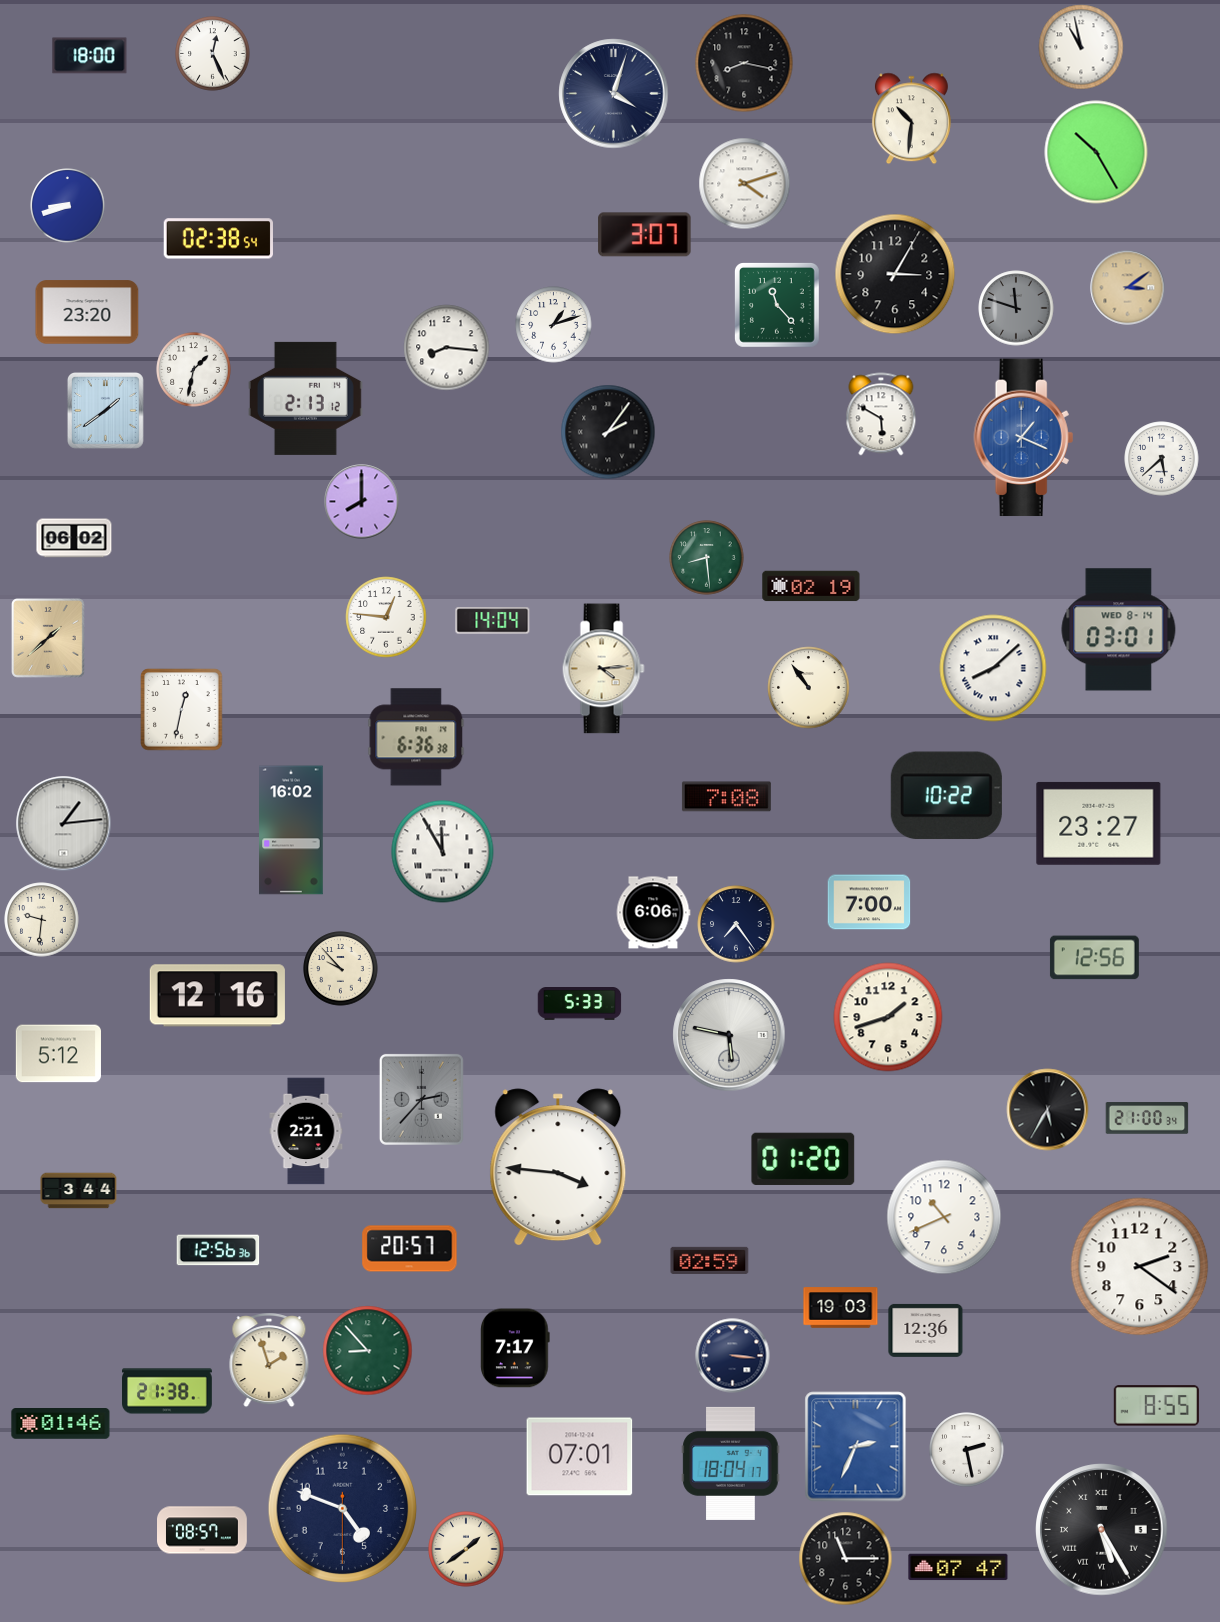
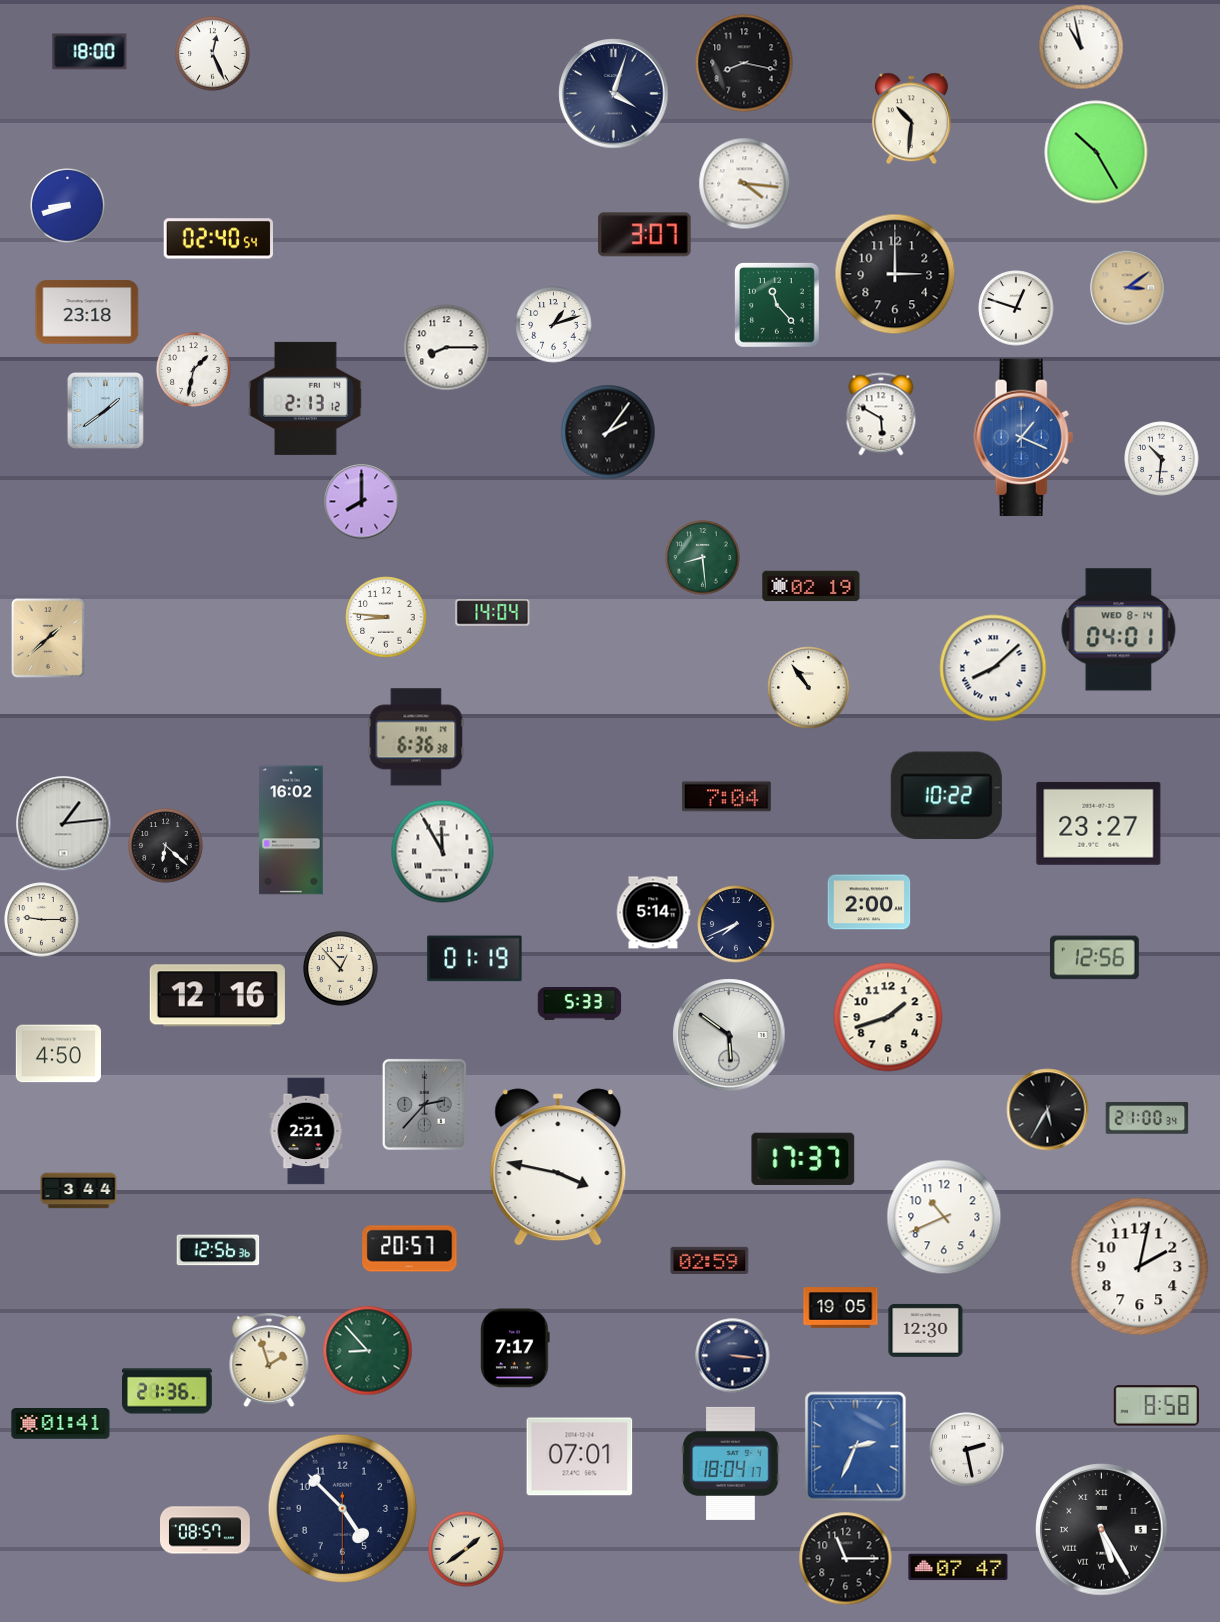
clock at (90, 56) position: (90, 56) -> (90, 52)
clock at (745, 184): 4:12 -> 4:16
clock at (218, 239): 02:38 -> 02:40
clock at (895, 274): 3:05 -> 3:00
clock at (1016, 308): 11:48 -> 12:48
clock at (1016, 308) dial: grey -> white
clock at (87, 312): 23:20 -> 23:18
clock at (447, 348): 8:16 -> 8:15
clock at (1162, 459): 5:38 -> 10:31
clock at (74, 538): 06:02 -> none
clock at (707, 558) position: (707, 558) -> (703, 558)
clock at (386, 617): 12:46 -> 8:46
clock at (493, 621) position: (493, 621) -> (493, 613)
clock at (1119, 630): 03:01 -> 04:01
clock at (603, 669): 4:14 -> none
clock at (182, 710): 12:32 -> none
clock at (726, 797): 7:08 -> 7:04
clock at (166, 846): none -> 6:22
clock at (869, 902): 7:00 -> 2:00
clock at (653, 913): 6:06 -> 5:14
clock at (42, 920): 9:31 -> 9:15
clock at (736, 924): 7:24 -> 7:41
clock at (475, 959): none -> 01:19
clock at (341, 969): 9:53 -> 12:53
clock at (729, 1035): 5:47 -> 5:51
clock at (58, 1054): 5:12 -> 4:50
clock at (421, 1099) position: (421, 1099) -> (424, 1104)
clock at (803, 1159): 01:20 -> 17:37
clock at (558, 1167): 3:46 -> 3:47
clock at (1140, 1267): 2:21 -> 2:02
clock at (841, 1308): 19:03 -> 19:05
clock at (926, 1330): 12:36 -> 12:30
clock at (168, 1391): 21:38 -> 21:36
clock at (1156, 1406): 8:55 -> 8:58
clock at (61, 1424): 01:46 -> 01:41
clock at (343, 1509): 4:48 -> 4:52
clock at (203, 1530) position: (203, 1530) -> (206, 1530)
